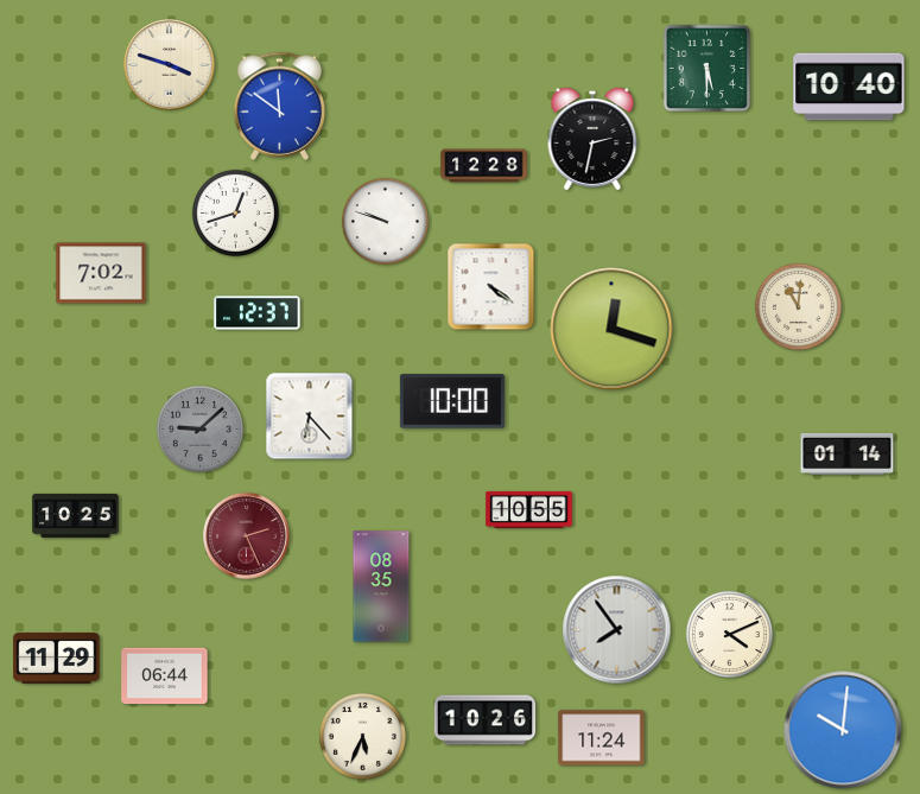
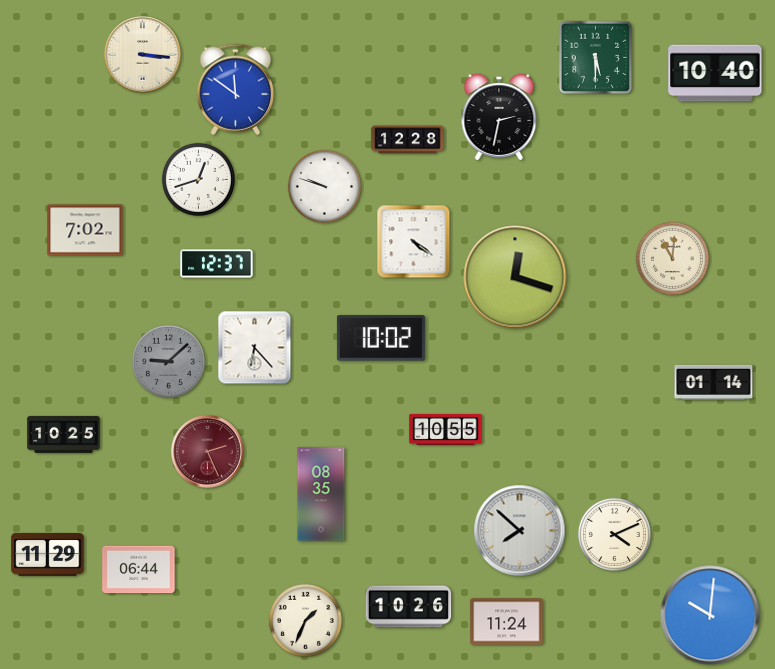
clock at (170, 65): 3:48 -> 3:16
clock at (452, 401): 10:00 -> 10:02
clock at (310, 417) position: (310, 417) -> (255, 348)
clock at (617, 630): 7:54 -> 7:52
clock at (362, 736): 5:34 -> 1:34
